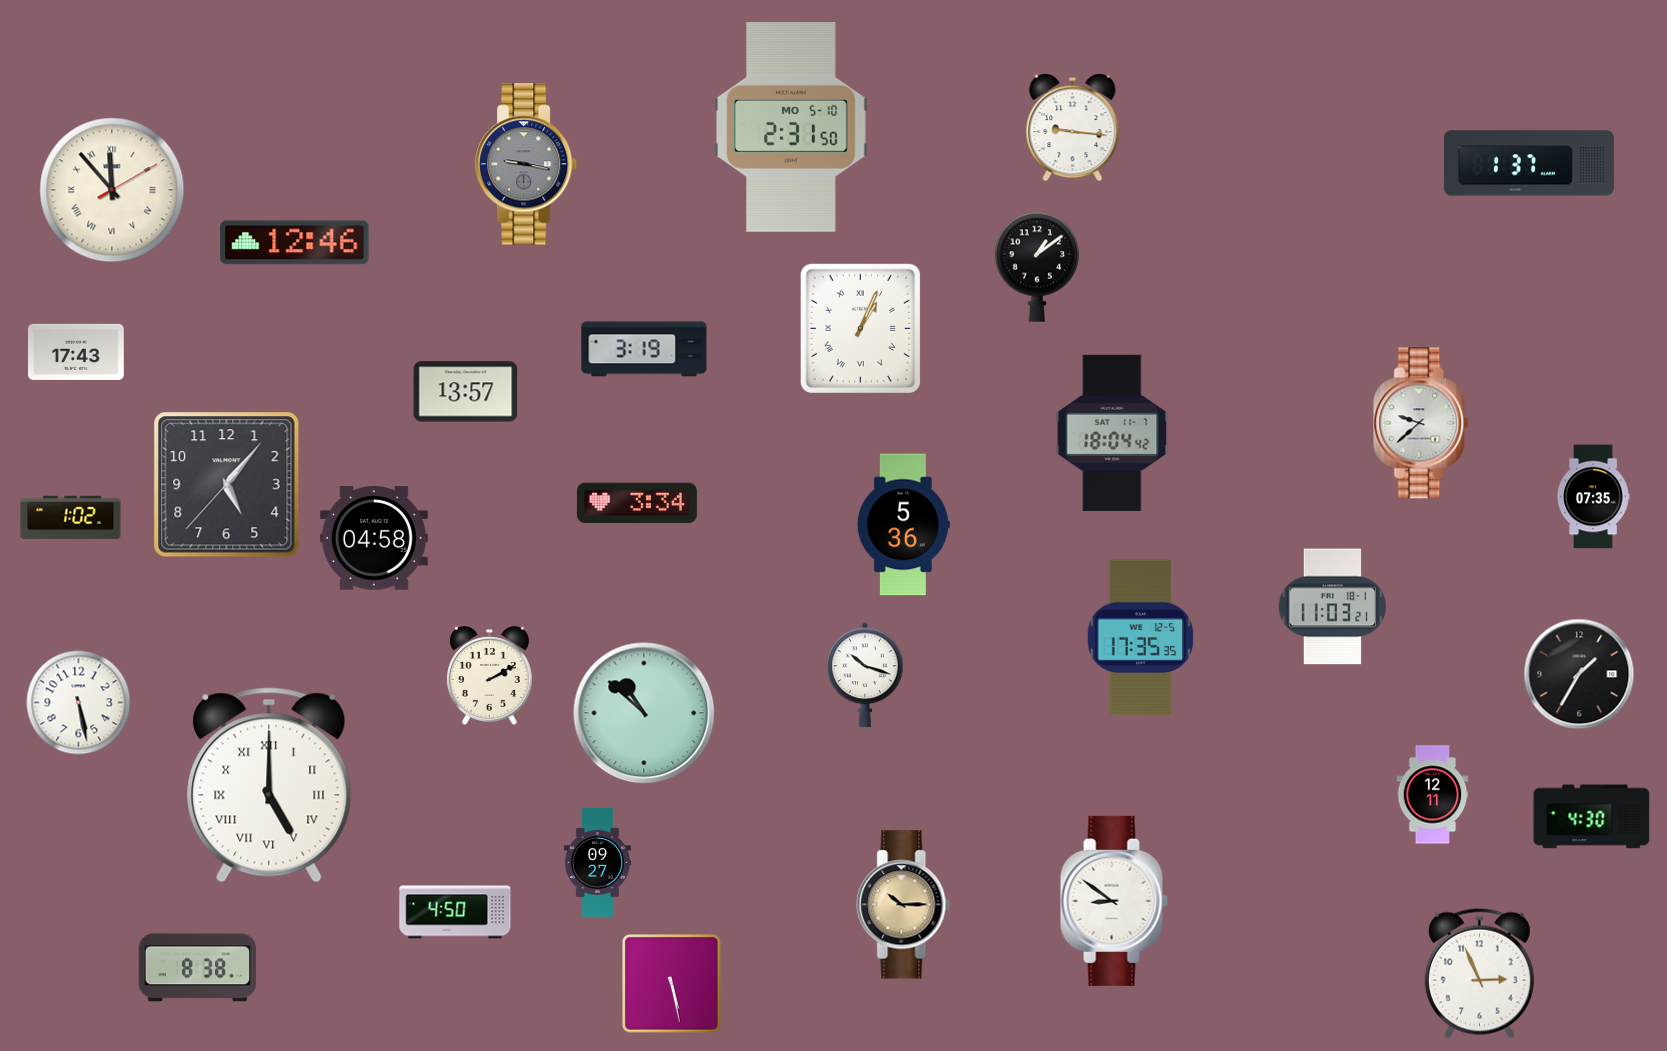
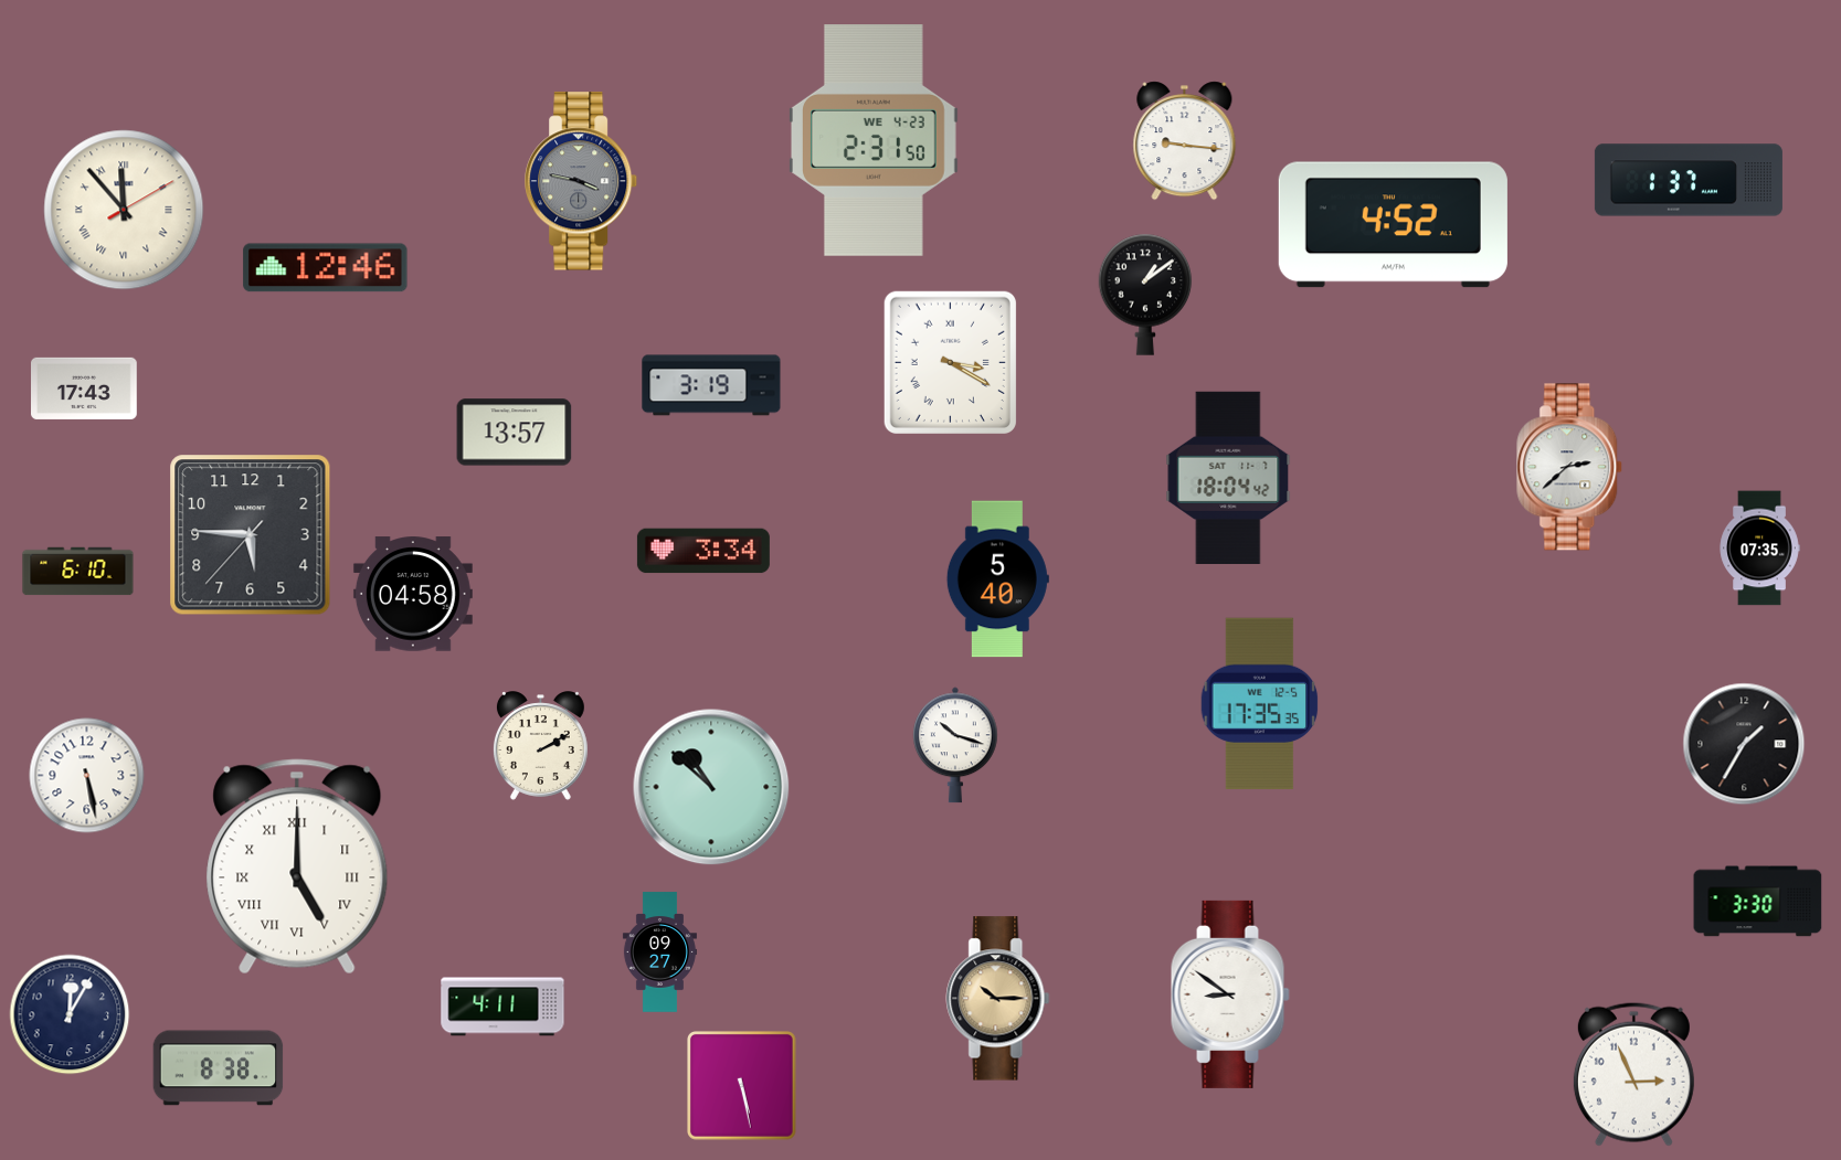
clock at (792, 128) date: MO 5-10 -> WE 4-23
clock at (527, 164): 9:17 -> 3:47
clock at (1393, 225): none -> 4:52
clock at (860, 328): 1:04 -> 3:20
clock at (1422, 423): 9:38 -> 2:38
clock at (227, 485): 5:06 -> 5:45
clock at (637, 503) position: (637, 503) -> (703, 551)
clock at (71, 518): 1:02 -> 6:10
clock at (903, 525): 5:36 -> 5:40
clock at (1333, 607): 11:03 -> none
clock at (1433, 795): 12:11 -> none
clock at (1592, 817): 4:30 -> 3:30
clock at (455, 912): 4:50 -> 4:11
clock at (70, 1014): none -> 12:05
